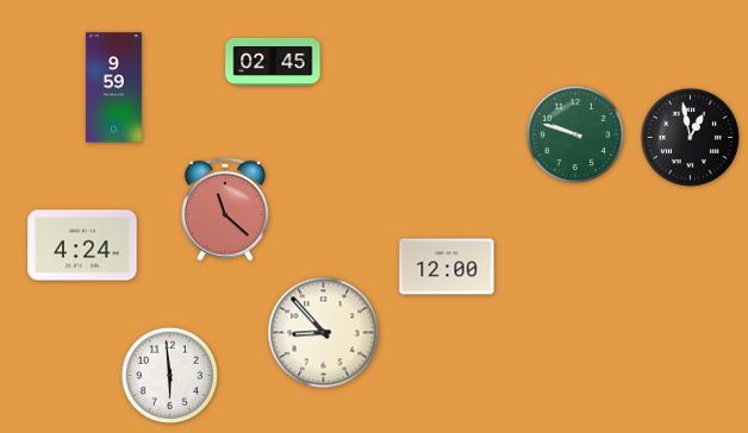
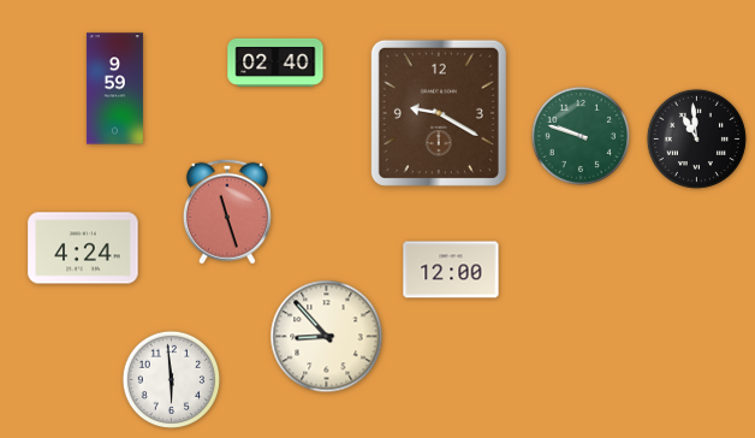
clock at (273, 62): 02:45 -> 02:40
clock at (439, 113): none -> 9:20
clock at (690, 137): 12:58 -> 10:59
clock at (225, 209): 11:22 -> 11:27
